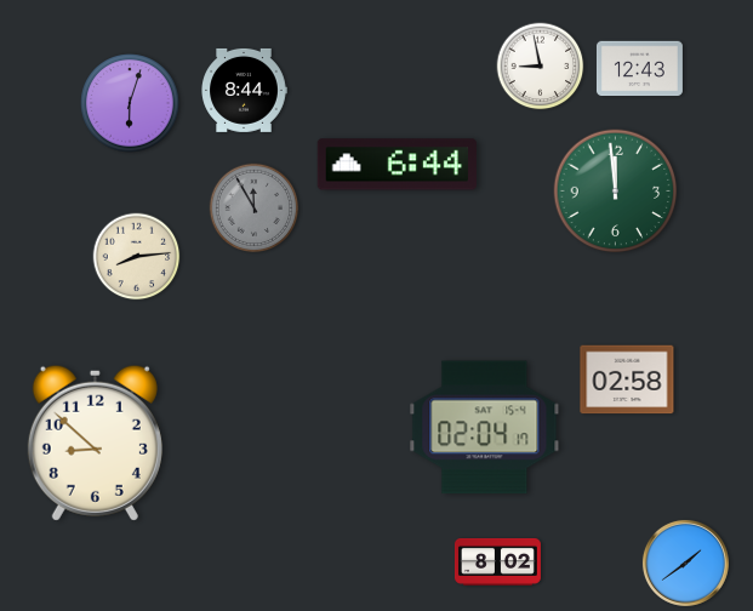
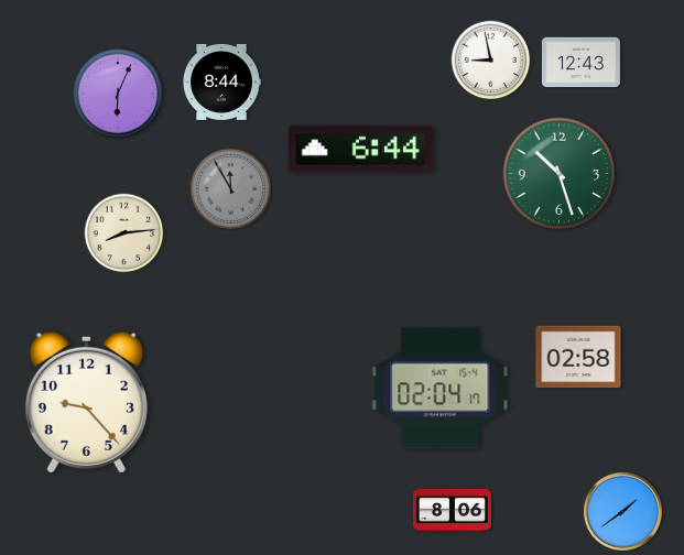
clock at (130, 103): 6:03 -> 6:04
clock at (616, 192): 11:59 -> 10:27
clock at (627, 379) position: (627, 379) -> (578, 357)
clock at (95, 442): 8:52 -> 9:23
clock at (497, 561): 8:02 -> 8:06
